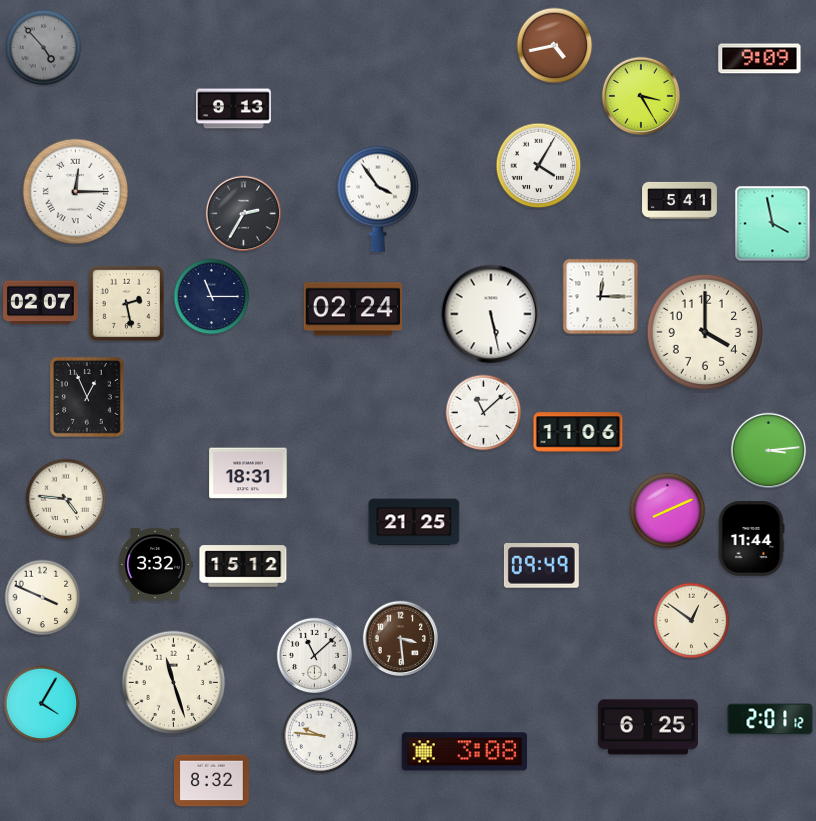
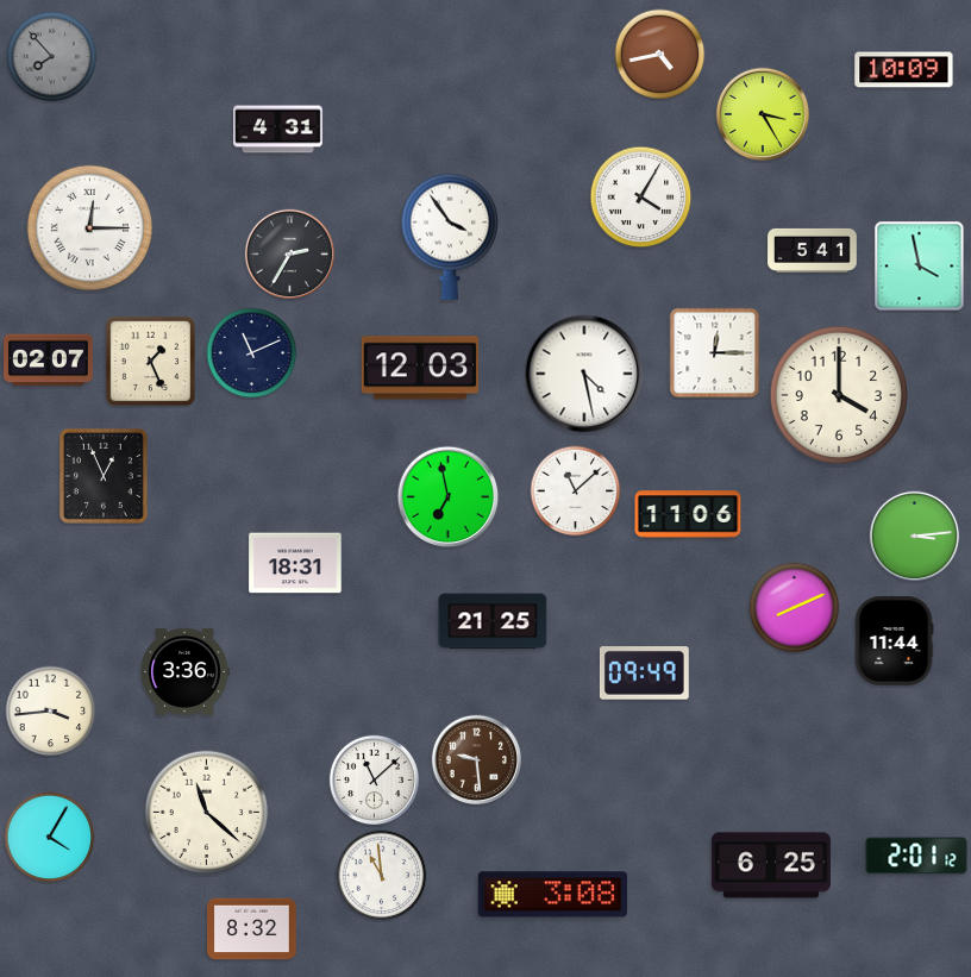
clock at (44, 48): 4:53 -> 7:53
clock at (760, 59): 9:09 -> 10:09
clock at (234, 109): 9:13 -> 4:31
clock at (680, 200) position: (680, 200) -> (813, 250)
clock at (212, 297): 11:15 -> 11:11
clock at (126, 303): 2:28 -> 1:26
clock at (352, 309): 02:24 -> 12:03
clock at (491, 314): 5:28 -> 4:28
clock at (87, 397) position: (87, 397) -> (104, 476)
clock at (449, 497): none -> 6:58
clock at (66, 499): 4:46 -> none
clock at (155, 564): 3:32 -> 3:36
clock at (243, 566): 15:12 -> none
clock at (43, 598): 3:49 -> 3:44
clock at (692, 621): 12:51 -> none
clock at (400, 638): 3:29 -> 9:29
clock at (174, 683): 11:27 -> 11:22
clock at (321, 736): 9:46 -> 10:59
